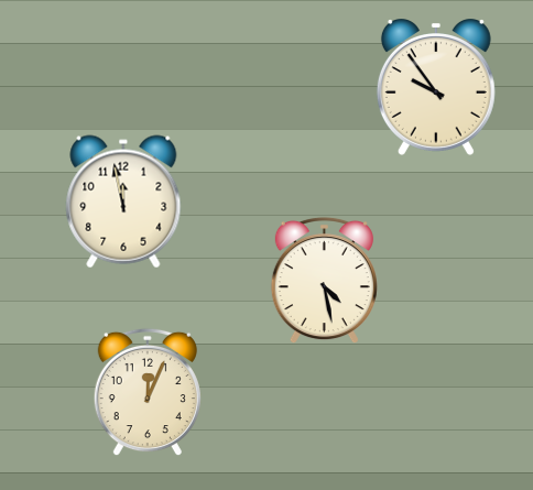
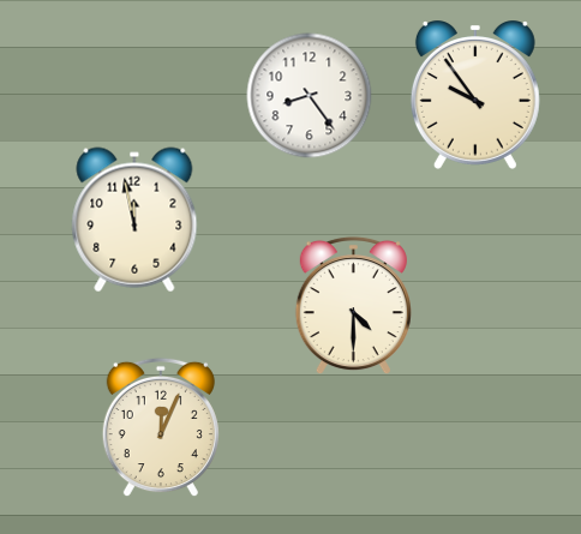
clock at (310, 96): none -> 8:24
clock at (324, 281): 4:28 -> 4:30
